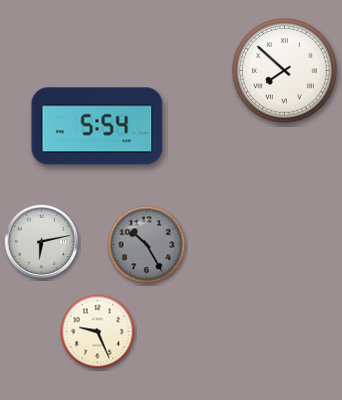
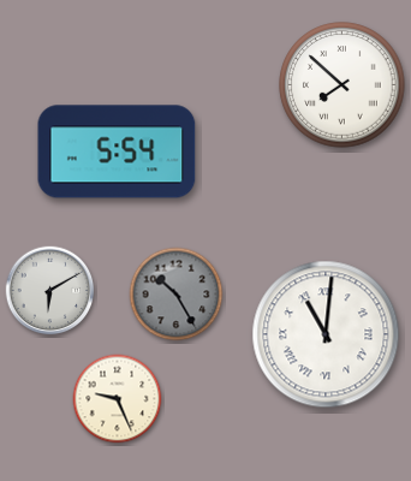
clock at (42, 242): 6:13 -> 6:10
clock at (326, 334): none -> 11:01
